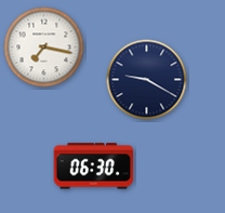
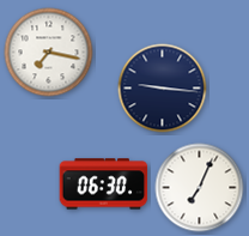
clock at (147, 80): 9:20 -> 9:16
clock at (200, 188): none -> 7:04
